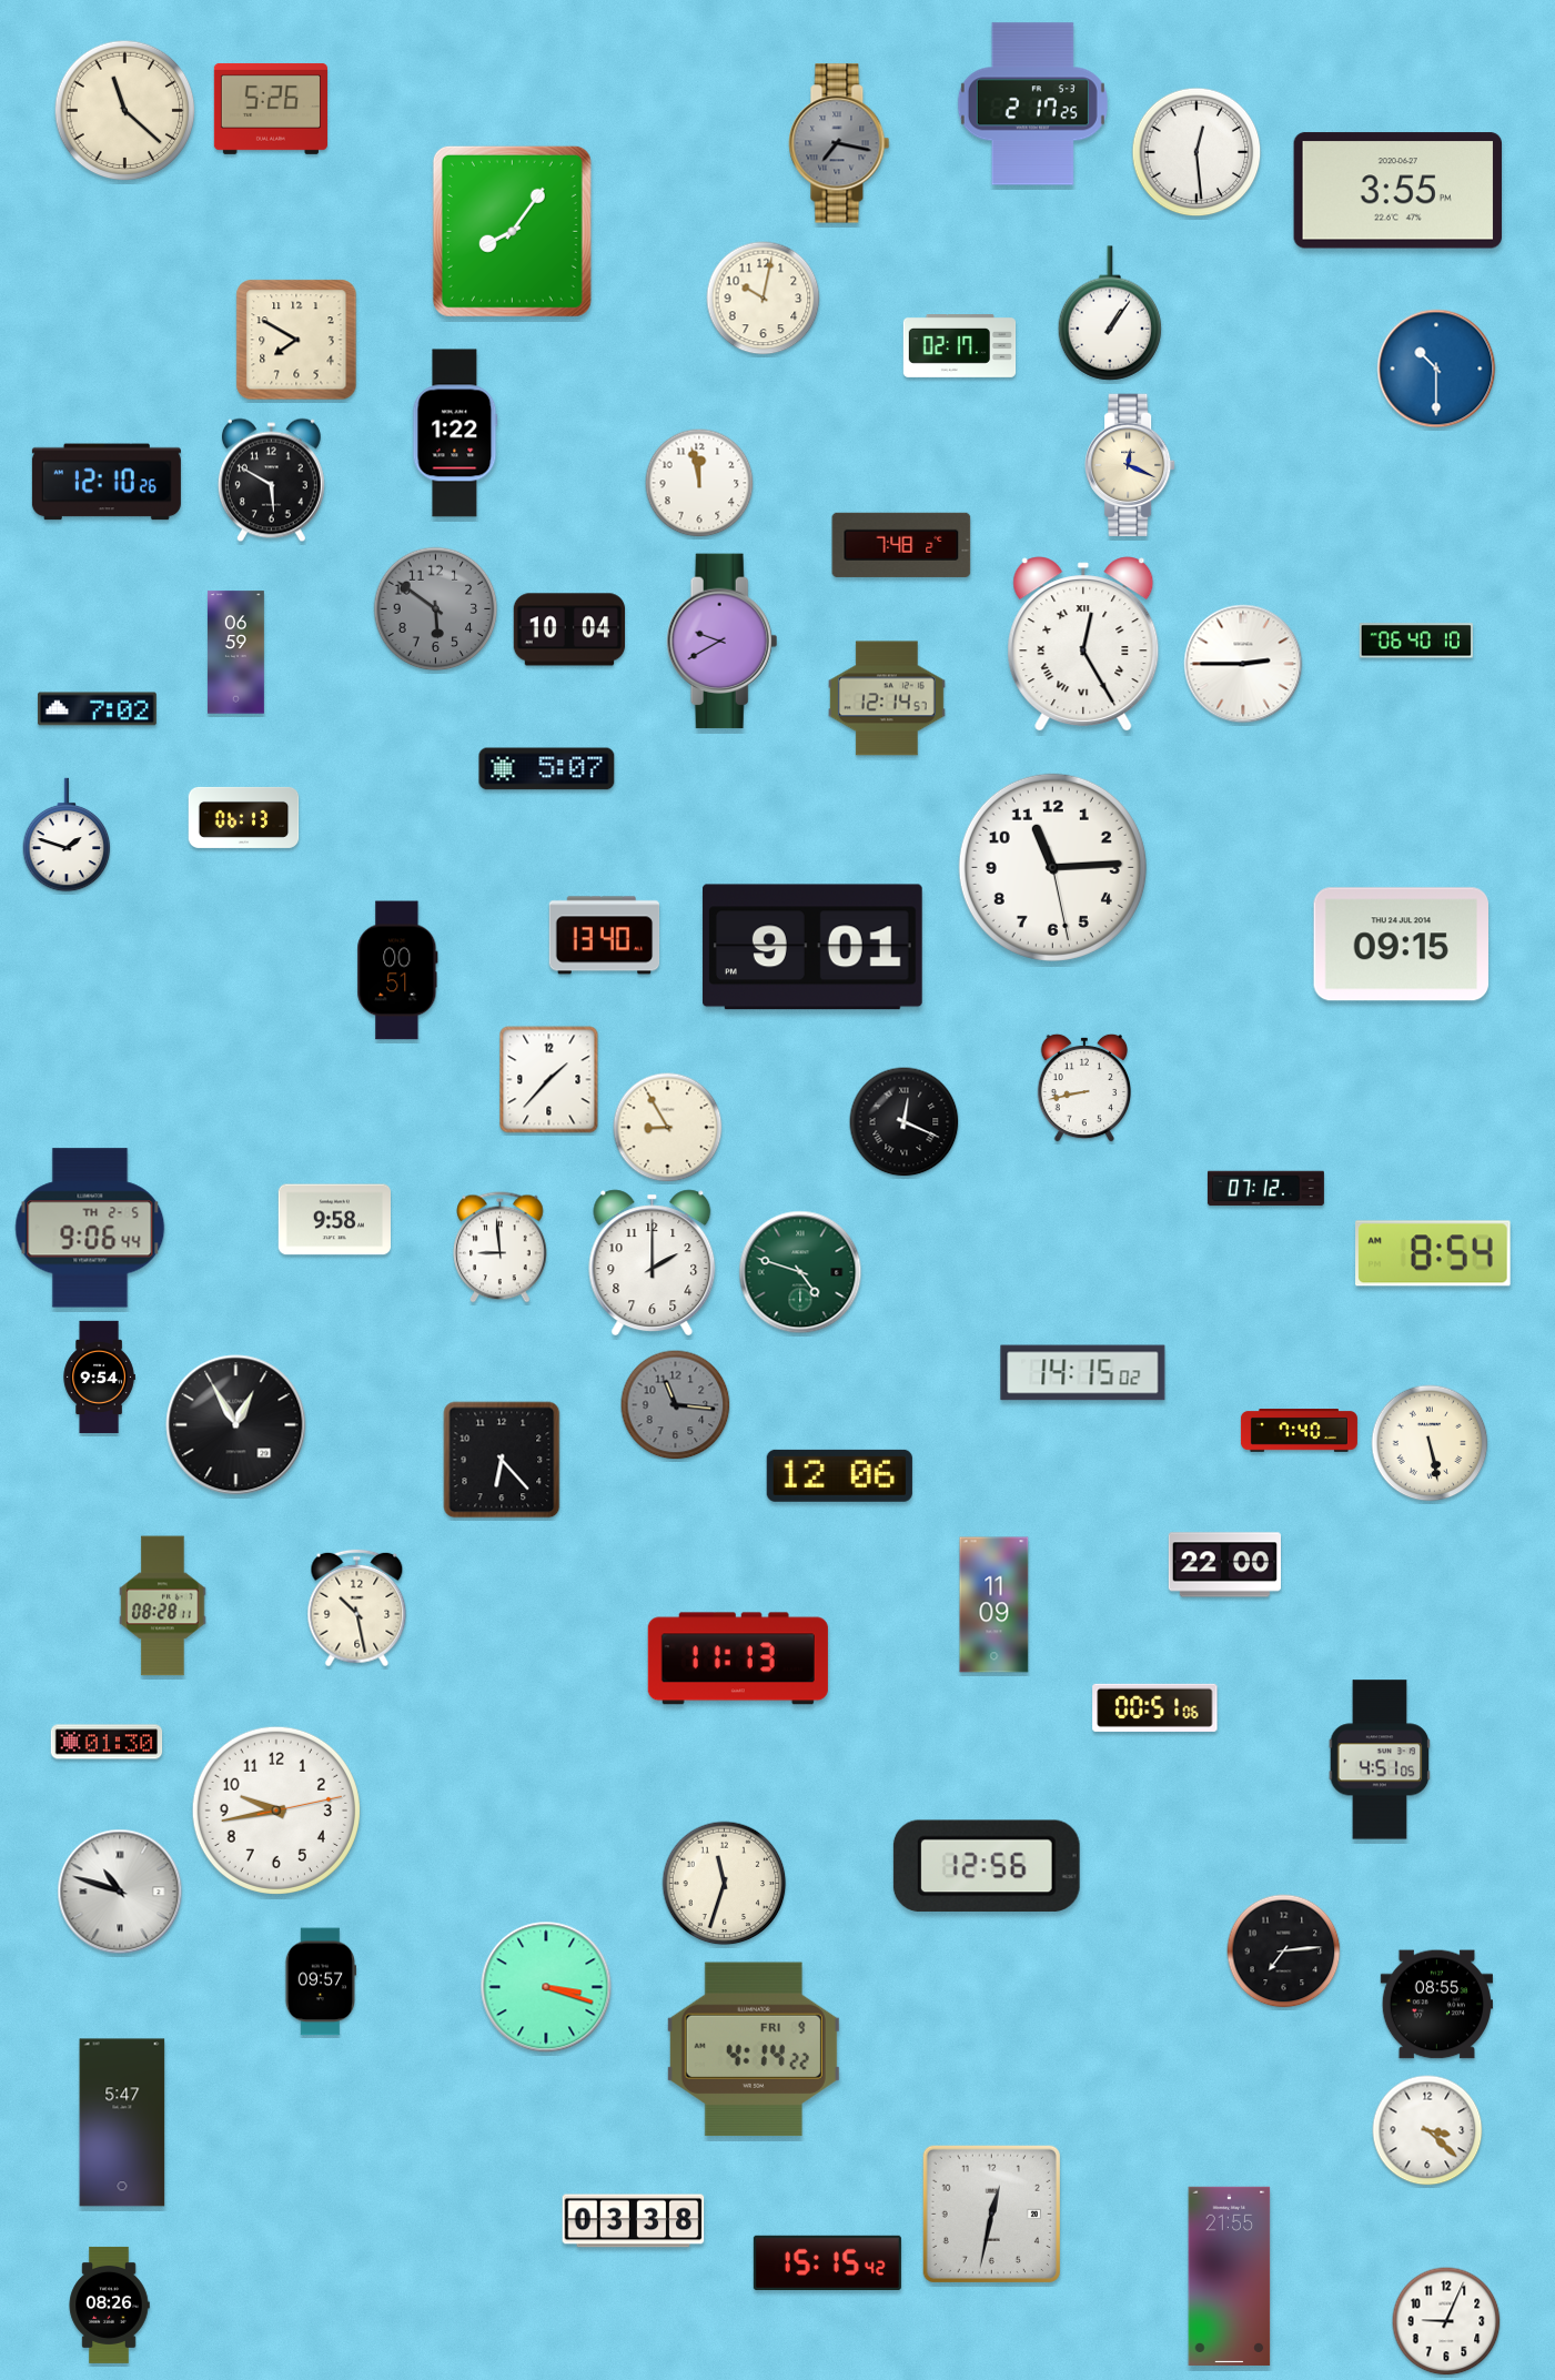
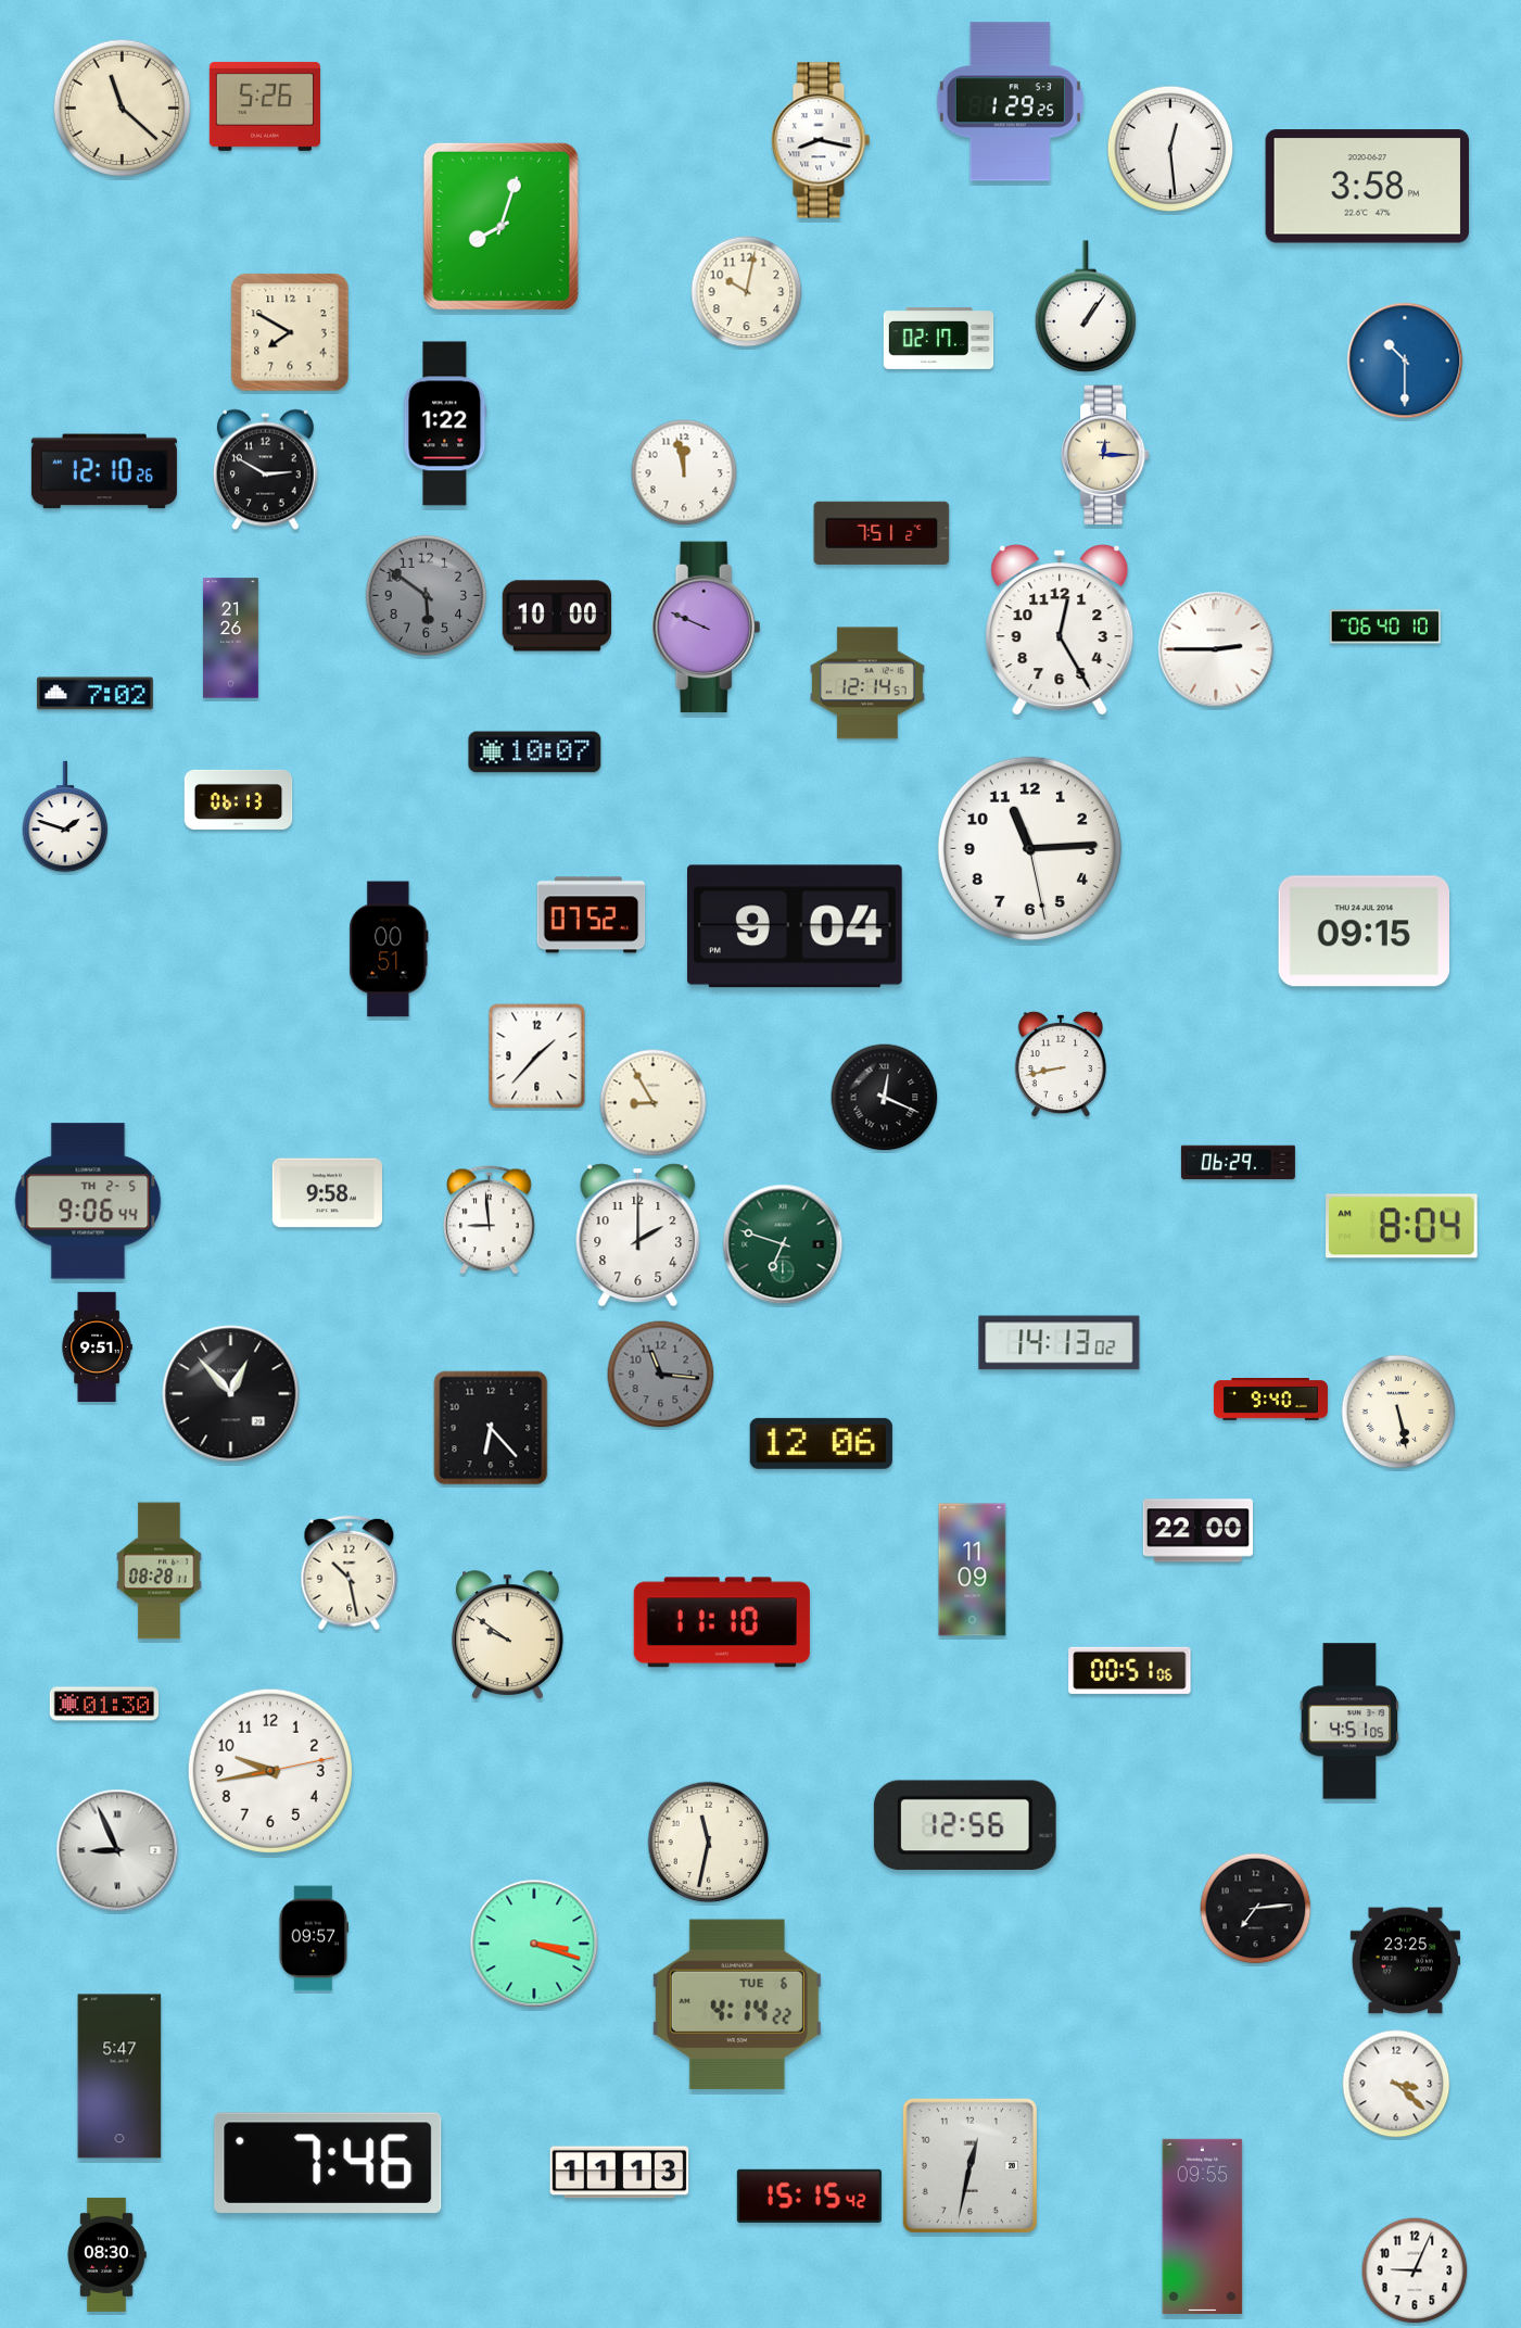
clock at (1032, 104): 2:17 -> 1:29
clock at (839, 143): 7:17 -> 8:17
clock at (839, 143) dial: grey -> white
clock at (1397, 191): 3:55 -> 3:58
clock at (512, 231): 8:06 -> 8:03
clock at (1131, 465): 12:19 -> 12:15
clock at (271, 481): 5:50 -> 2:50
clock at (901, 545): 7:48 -> 7:51
clock at (569, 629): 10:04 -> 10:00
clock at (723, 642): 9:40 -> 9:49
clock at (1083, 644) numerals: Roman -> Arabic
clock at (235, 653): 06:59 -> 21:26
clock at (547, 769): 5:07 -> 10:07
clock at (605, 936): 13:40 -> 07:52
clock at (1402, 945) position: (1402, 945) -> (1365, 932)
clock at (812, 947): 9:01 -> 9:04
clock at (1265, 1189): 07:12 -> 06:29
clock at (1433, 1253): 8:54 -> 8:04
clock at (800, 1272): 4:48 -> 6:48
clock at (1083, 1373): 14:15 -> 14:13
clock at (99, 1378): 9:54 -> 9:51
clock at (236, 1425): 12:55 -> 12:53
clock at (1299, 1431): 7:40 -> 9:40
clock at (738, 1658): 11:13 -> 11:10
clock at (507, 1634): none -> 9:51
clock at (725, 1884): 11:33 -> 11:32
clock at (120, 1892): 10:48 -> 8:56
clock at (1436, 2005): 08:55 -> 23:25
clock at (754, 2049) date: FRI 9 -> TUE 6
clock at (328, 2163): none -> 7:46
clock at (634, 2221): 03:38 -> 11:13
clock at (827, 2262) position: (827, 2262) -> (809, 2196)
clock at (1230, 2276): 21:55 -> 09:55
clock at (109, 2305): 08:26 -> 08:30
